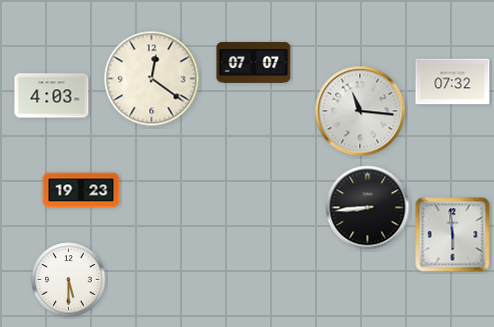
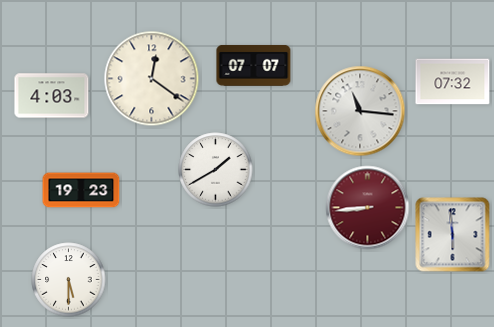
clock at (254, 62) position: (254, 62) -> (254, 65)
clock at (216, 170): none -> 1:40
clock at (368, 208) dial: black -> burgundy
